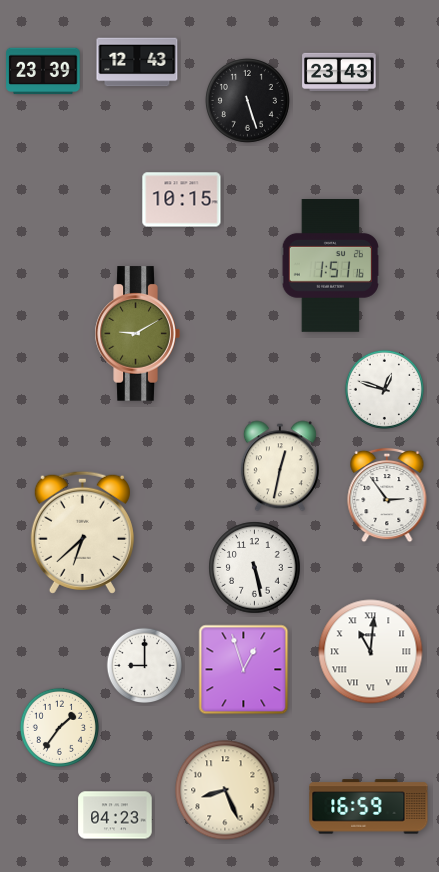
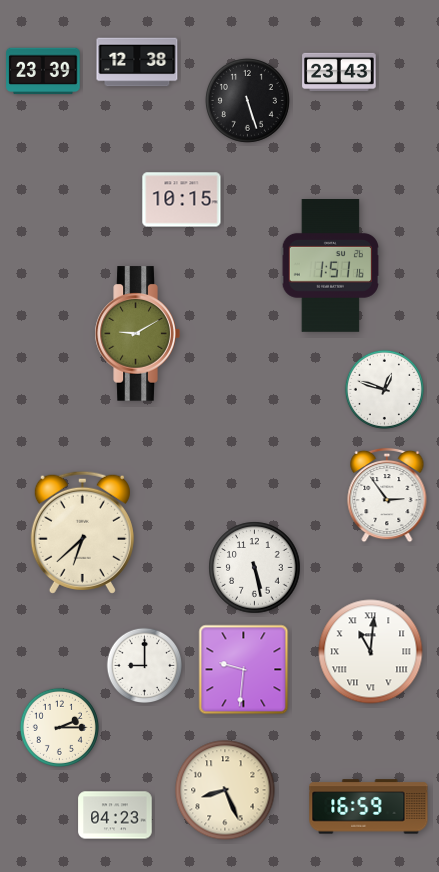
clock at (137, 62): 12:43 -> 12:38
clock at (280, 466): 12:32 -> none
clock at (244, 670): 12:57 -> 9:31
clock at (59, 727): 1:36 -> 2:15
